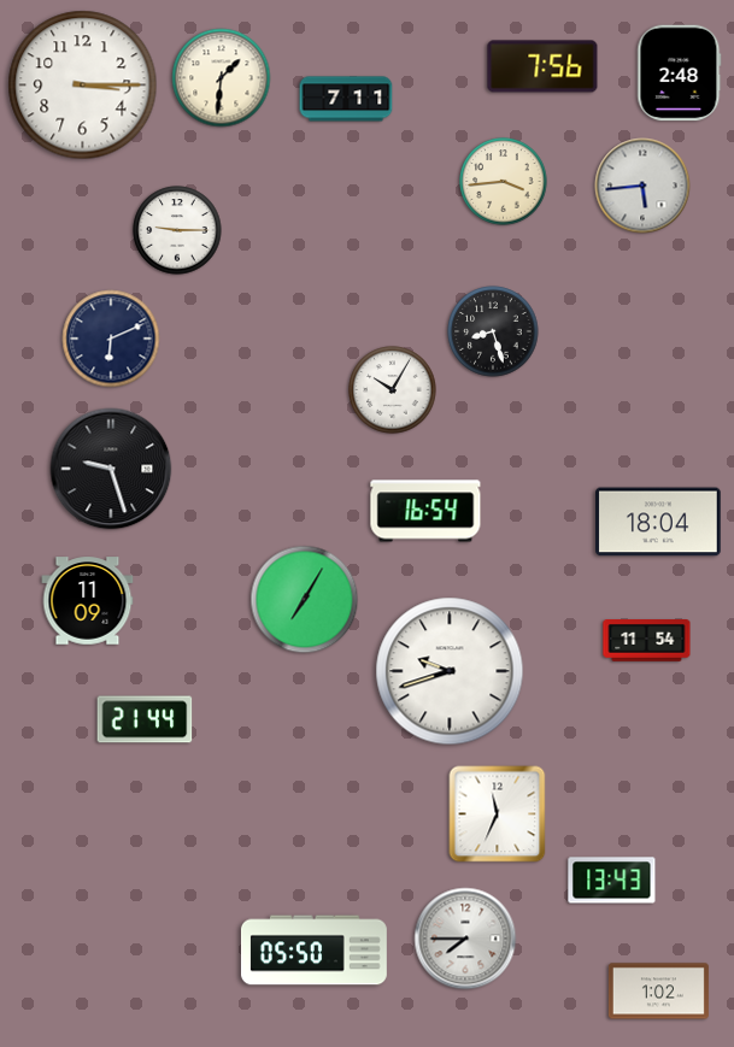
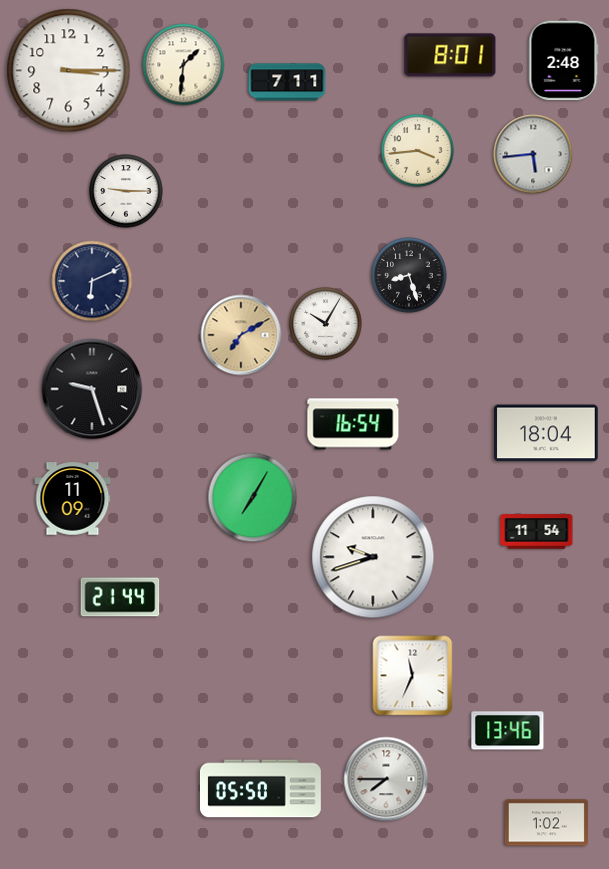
clock at (542, 66): 7:56 -> 8:01
clock at (177, 230) position: (177, 230) -> (126, 191)
clock at (241, 335): none -> 7:10
clock at (612, 881): 13:43 -> 13:46
